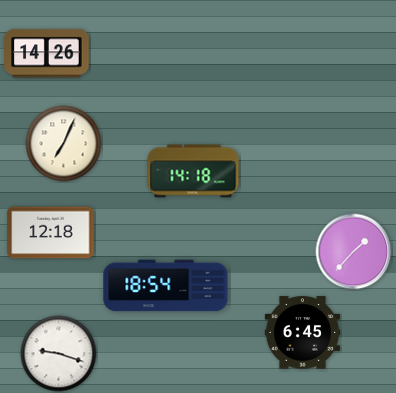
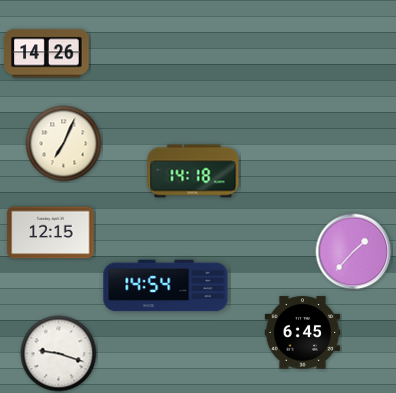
clock at (51, 233): 12:18 -> 12:15
clock at (166, 286): 18:54 -> 14:54
